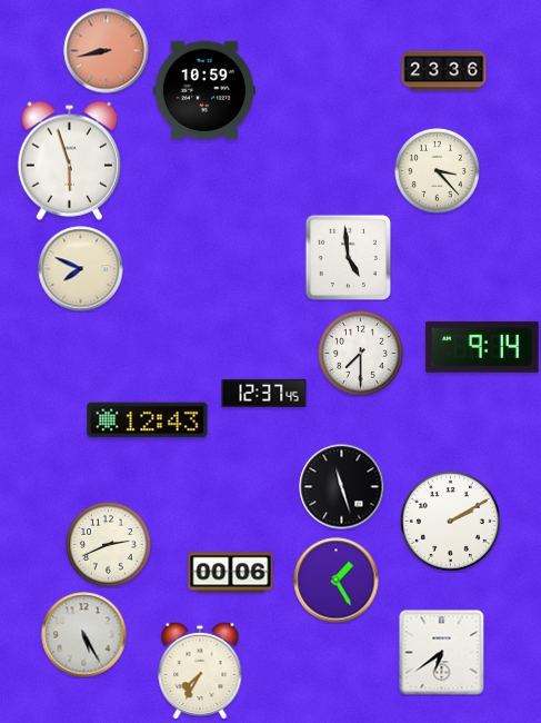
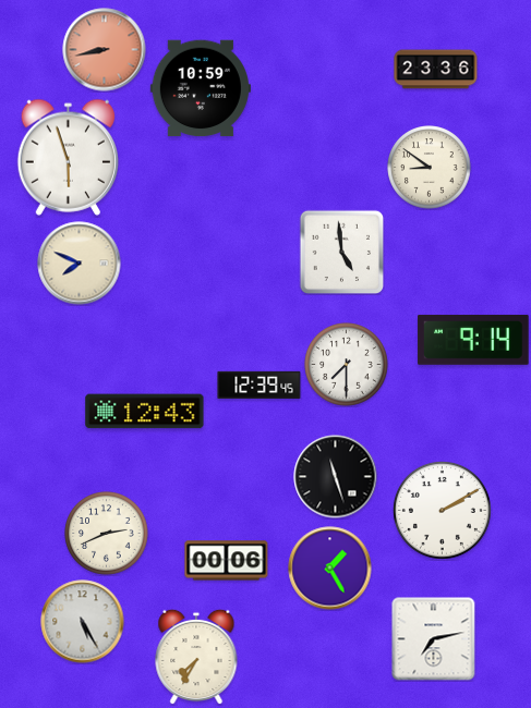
clock at (438, 171): 3:23 -> 8:51
clock at (361, 354) position: (361, 354) -> (347, 365)
clock at (264, 393): 12:37 -> 12:39
clock at (442, 653): 6:39 -> 7:13
